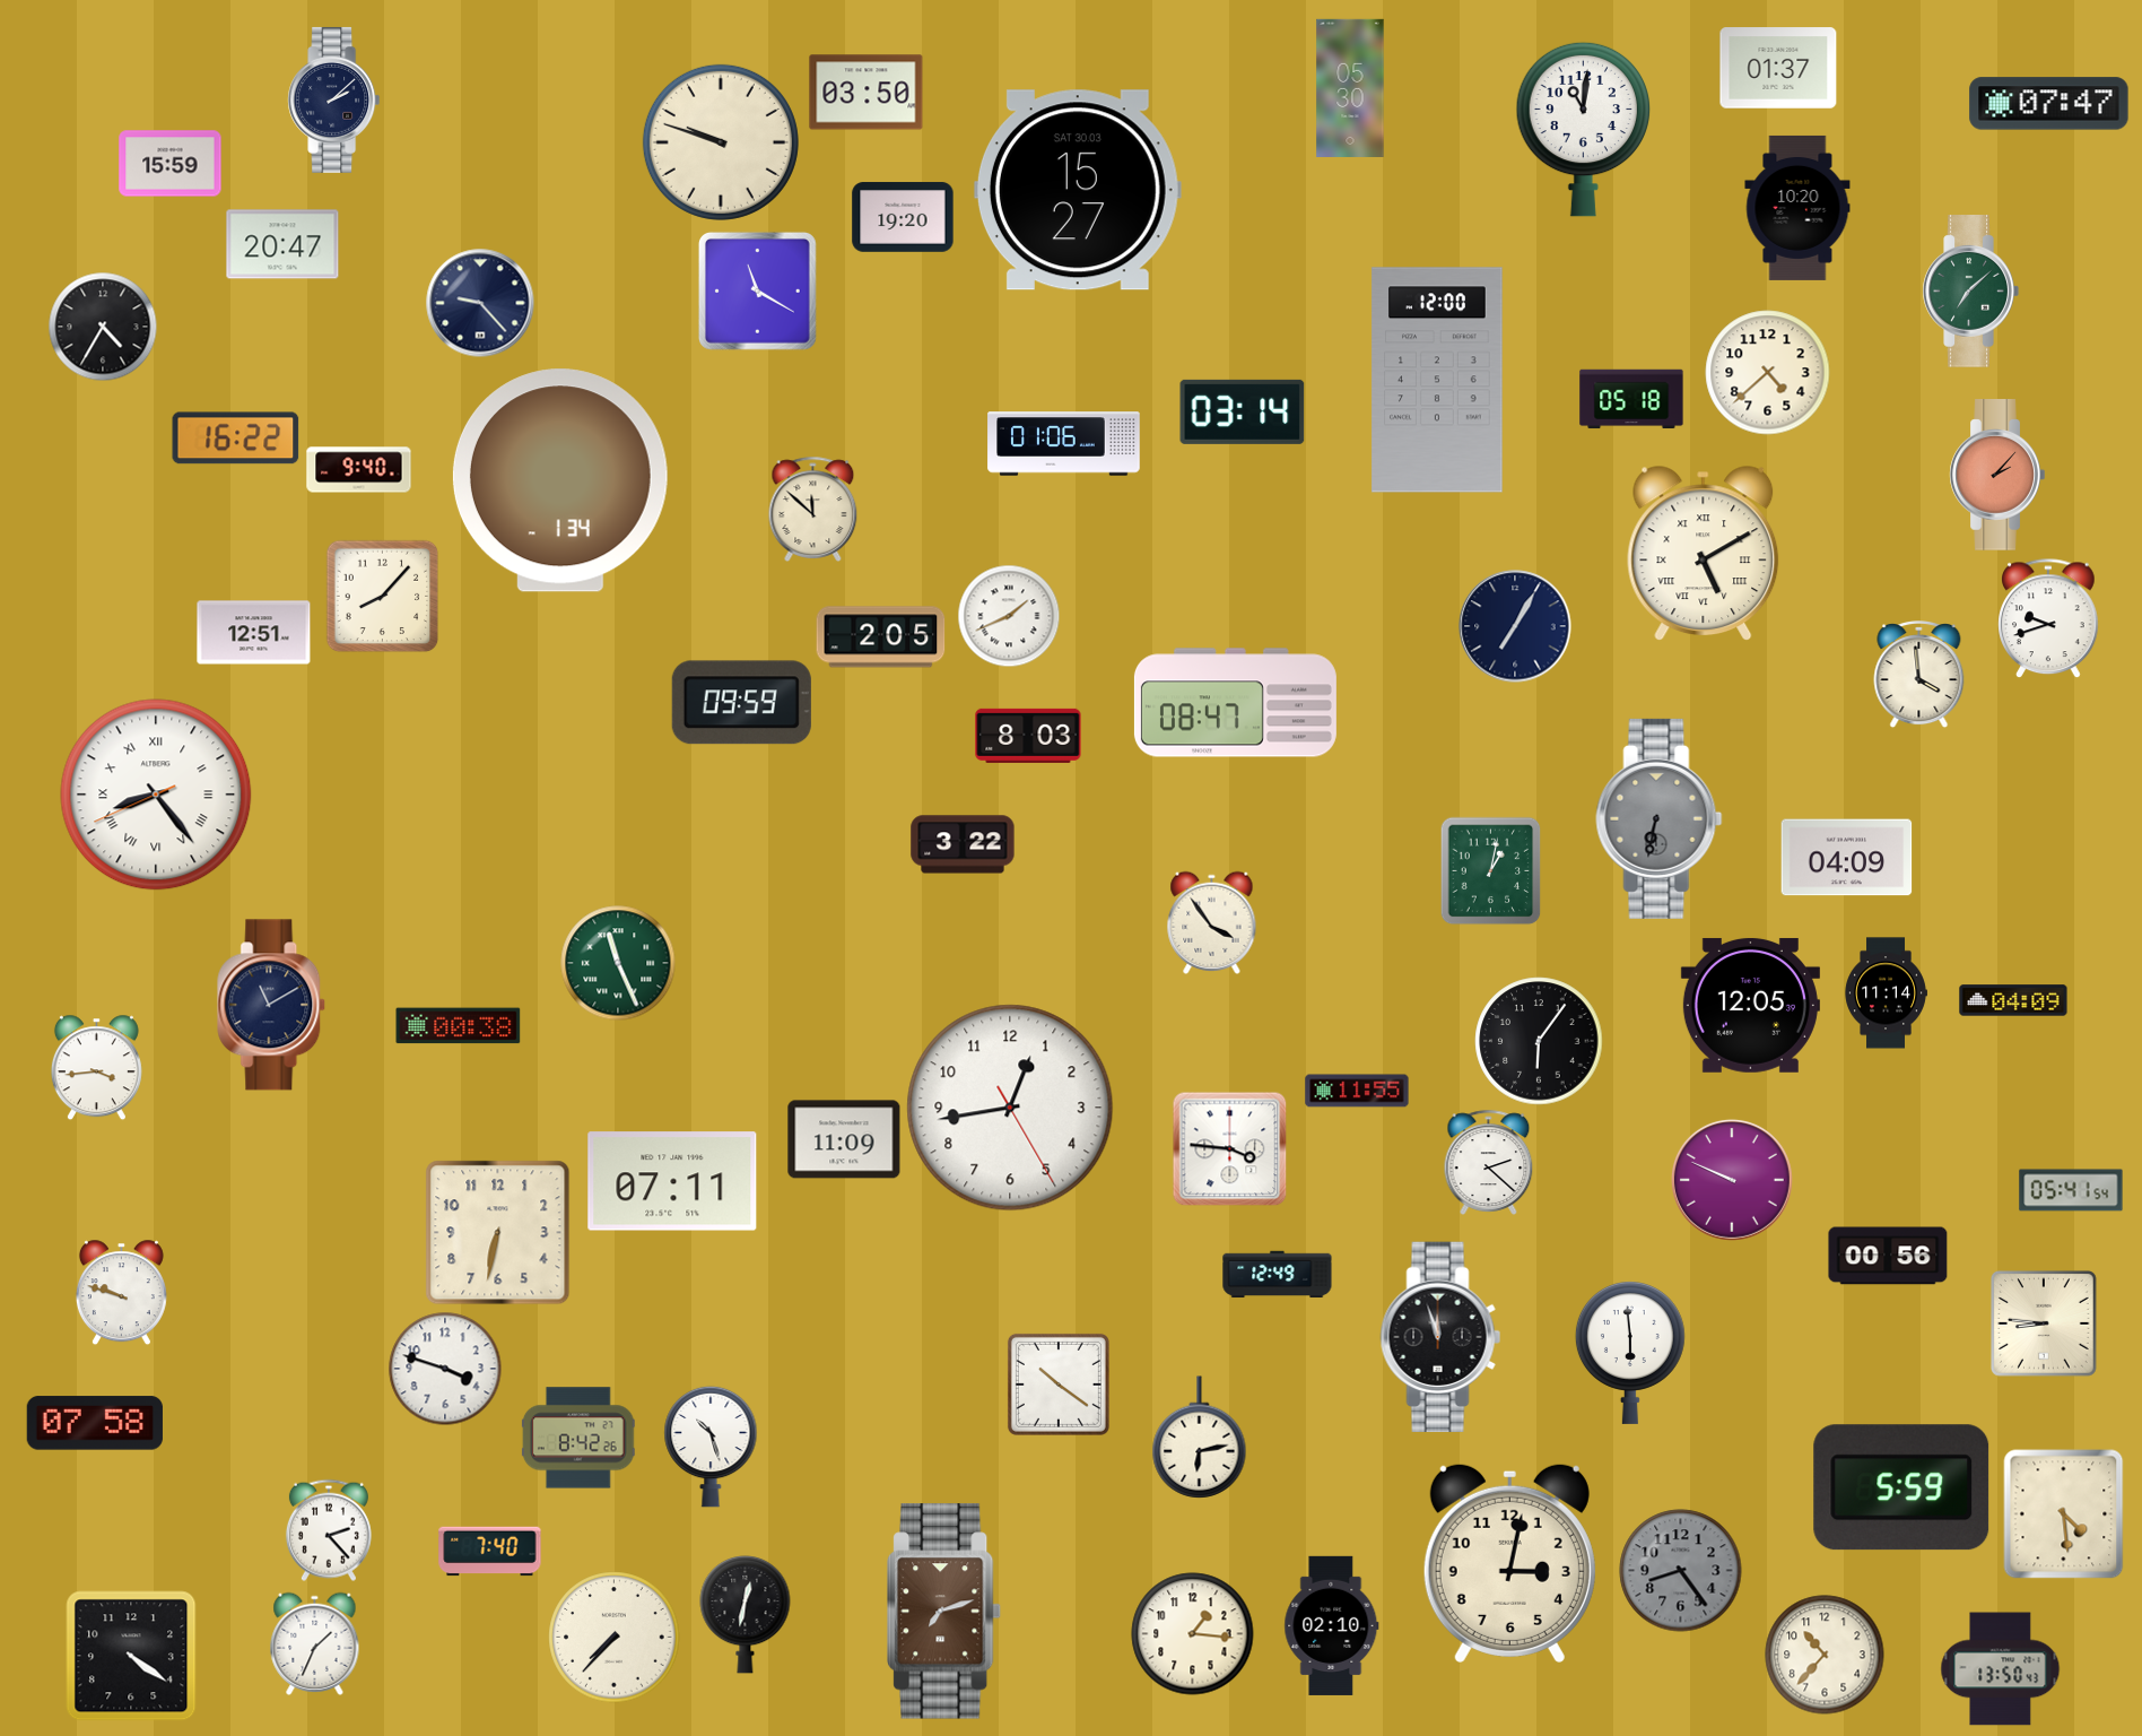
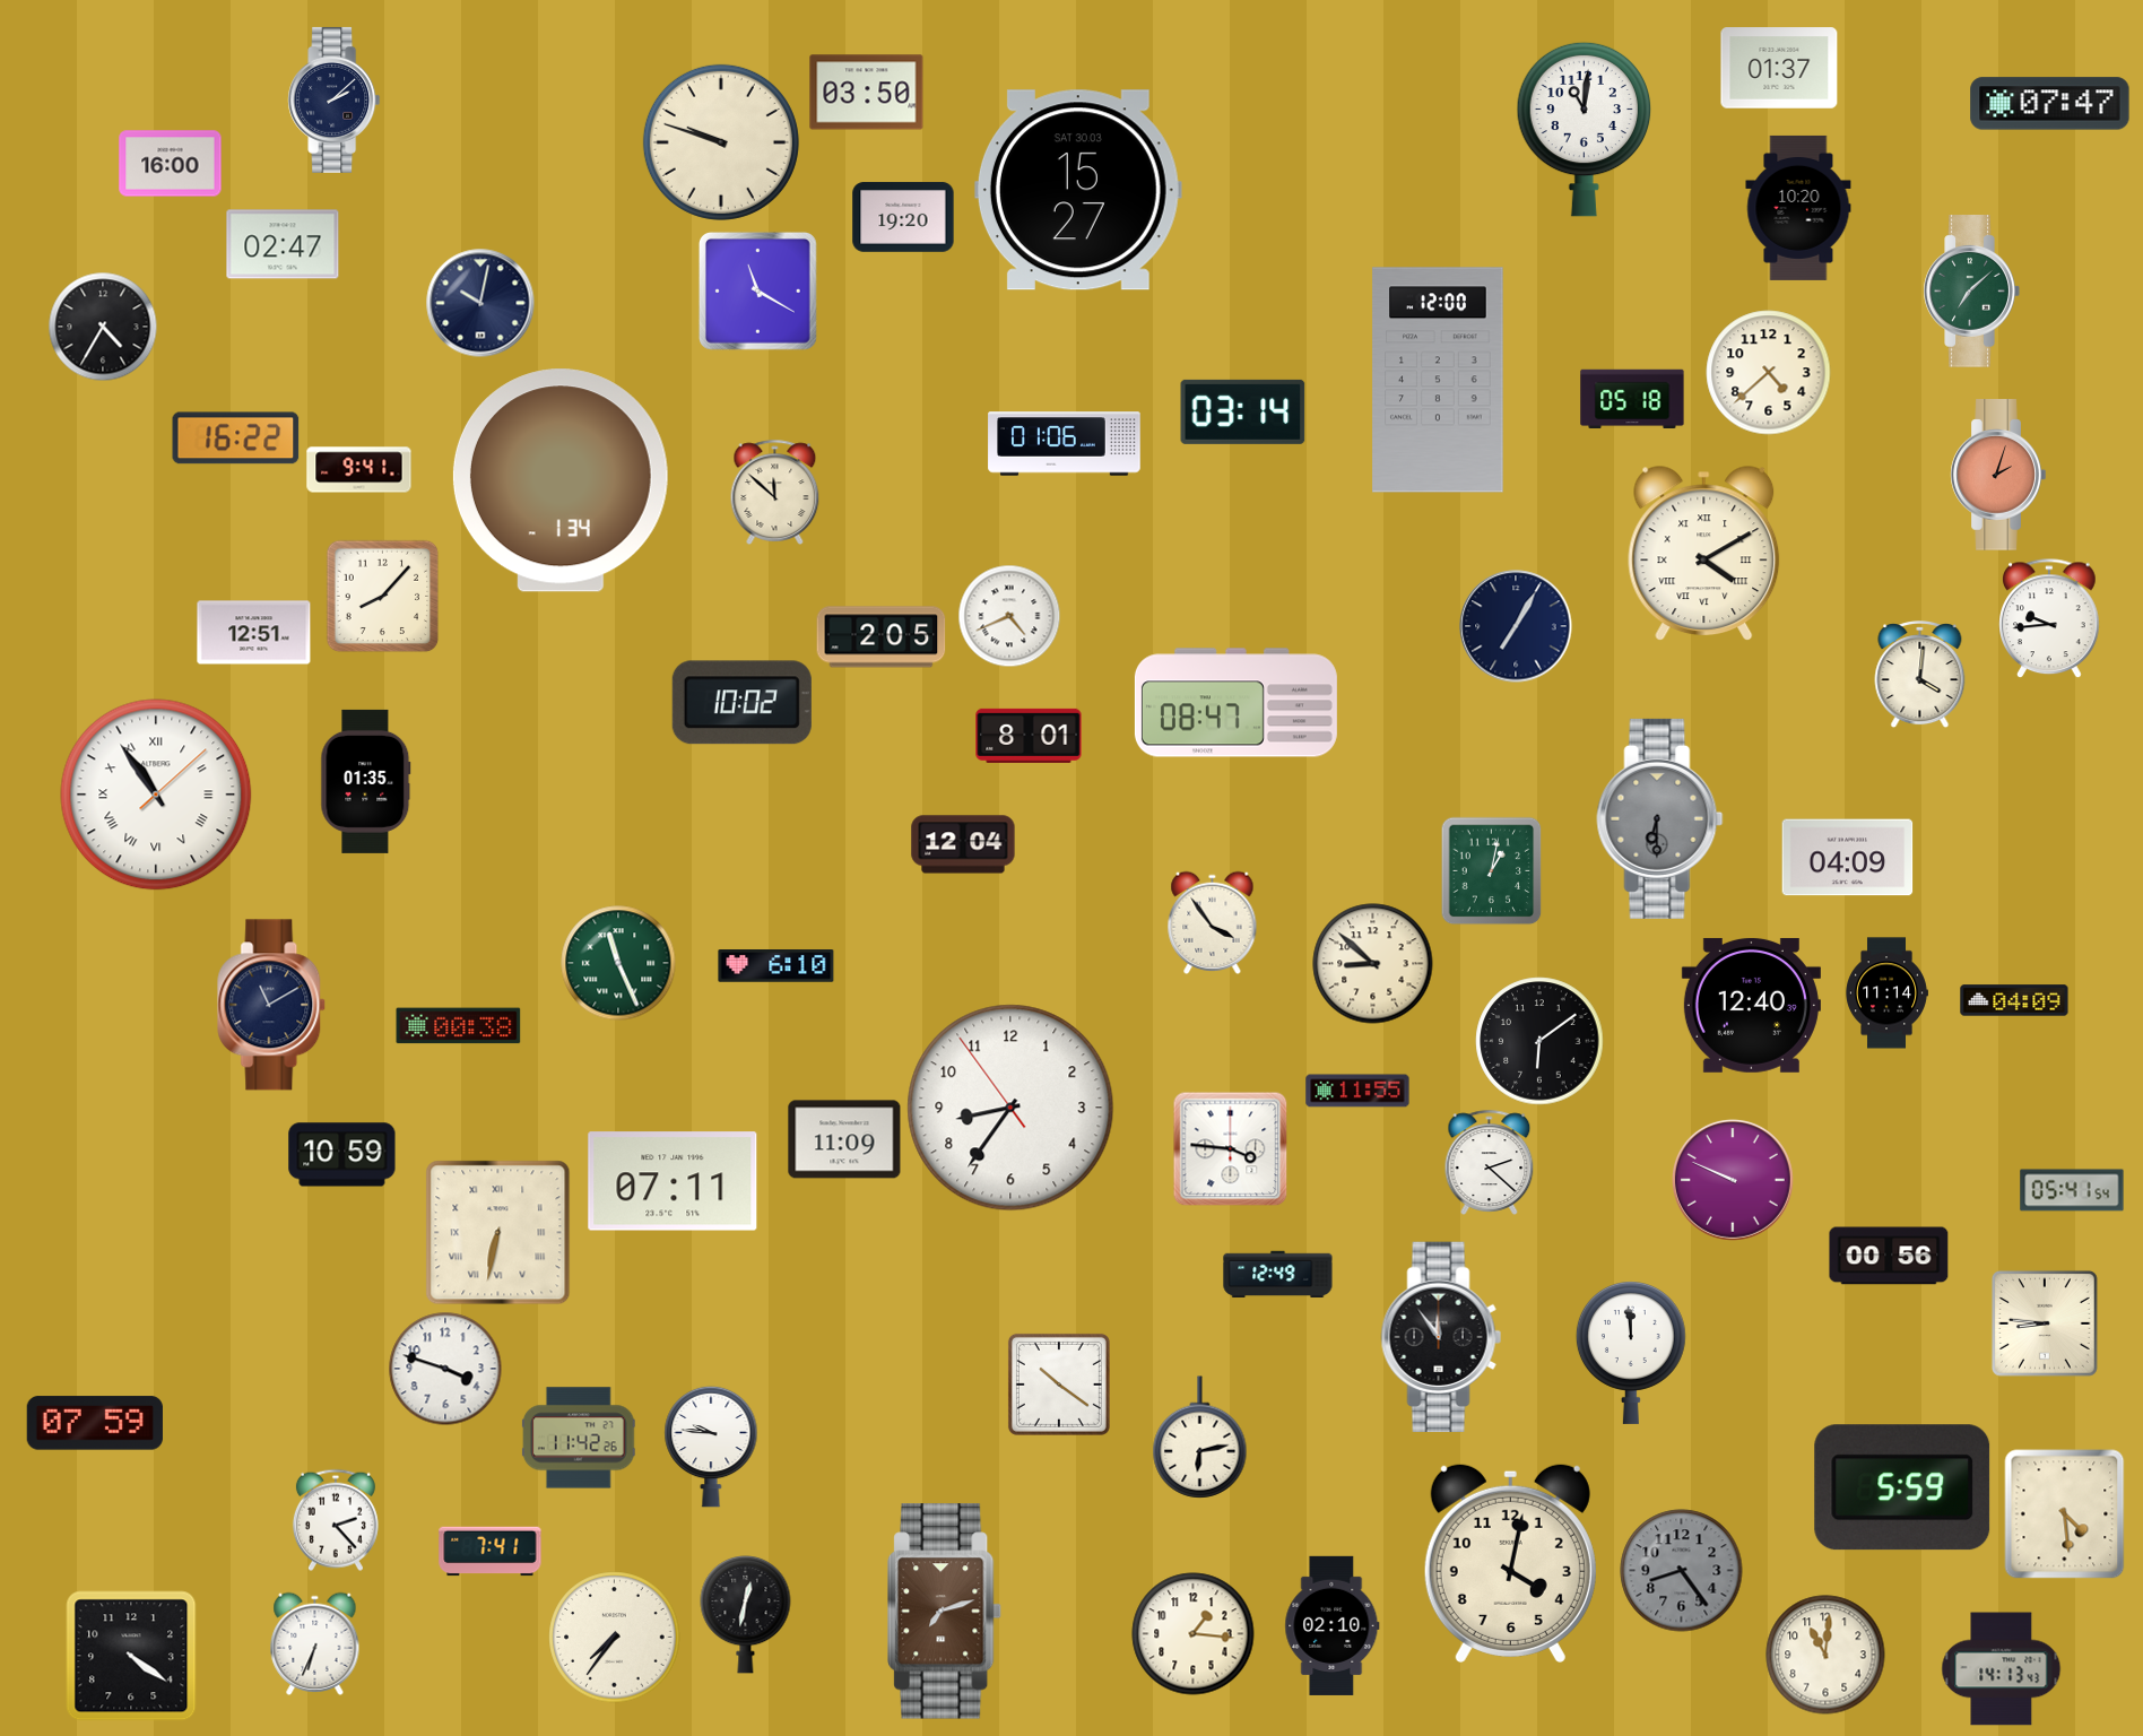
clock at (1350, 88): 05:30 -> none
clock at (171, 164): 15:59 -> 16:00
clock at (282, 244): 20:47 -> 02:47
clock at (480, 303): 9:23 -> 10:02
clock at (359, 470): 9:40 -> 9:41
clock at (1997, 475): 2:07 -> 2:03
clock at (813, 509) position: (813, 509) -> (775, 492)
clock at (1704, 553): 5:10 -> 4:10
clock at (1009, 616): 1:41 -> 4:41
clock at (2048, 618): 9:42 -> 9:44
clock at (1919, 675): 3:59 -> 4:01
clock at (741, 703): 09:59 -> 10:02
clock at (1028, 736): 8:03 -> 8:01
clock at (366, 781): none -> 01:35
clock at (156, 795): 8:23 -> 10:54
clock at (1660, 818): 6:32 -> 6:30
clock at (963, 844): 3:22 -> 12:04
clock at (1373, 964): none -> 8:52
clock at (776, 966): none -> 6:10
clock at (1750, 1005): 12:05 -> 12:40
clock at (1539, 1041): 6:06 -> 6:09
clock at (96, 1067): 3:44 -> none
clock at (1010, 1108): 12:43 -> 8:35
clock at (342, 1155): none -> 10:59
clock at (498, 1233) numerals: Arabic -> Roman
clock at (121, 1292): 9:48 -> none
clock at (1440, 1336): 11:57 -> 11:54
clock at (1630, 1353): 5:59 -> 11:59
clock at (95, 1423): 07:58 -> 07:59
clock at (578, 1438): 8:42 -> 11:42
clock at (711, 1447): 10:27 -> 9:46
clock at (329, 1530) position: (329, 1530) -> (336, 1520)
clock at (490, 1552): 7:40 -> 7:41
clock at (1509, 1563): 3:02 -> 4:02
clock at (615, 1638): 7:37 -> 7:36
clock at (315, 1643): 1:34 -> 6:34
clock at (1825, 1655): 10:37 -> 11:01
clock at (2001, 1669): 13:50 -> 14:13
